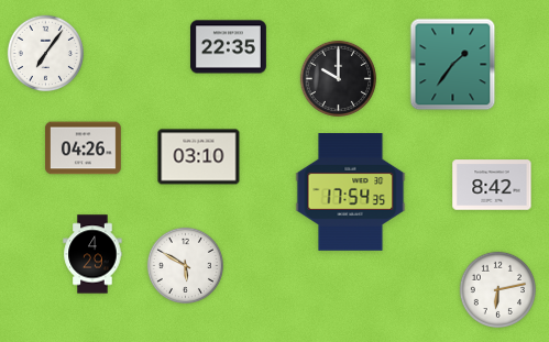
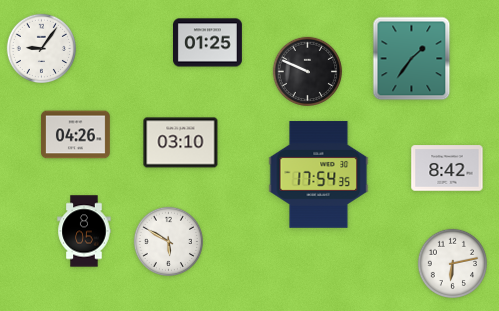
clock at (229, 47): 22:35 -> 01:25
clock at (45, 53): 7:06 -> 9:06
clock at (338, 78): 10:00 -> 9:49
clock at (92, 254): 4:29 -> 8:05
